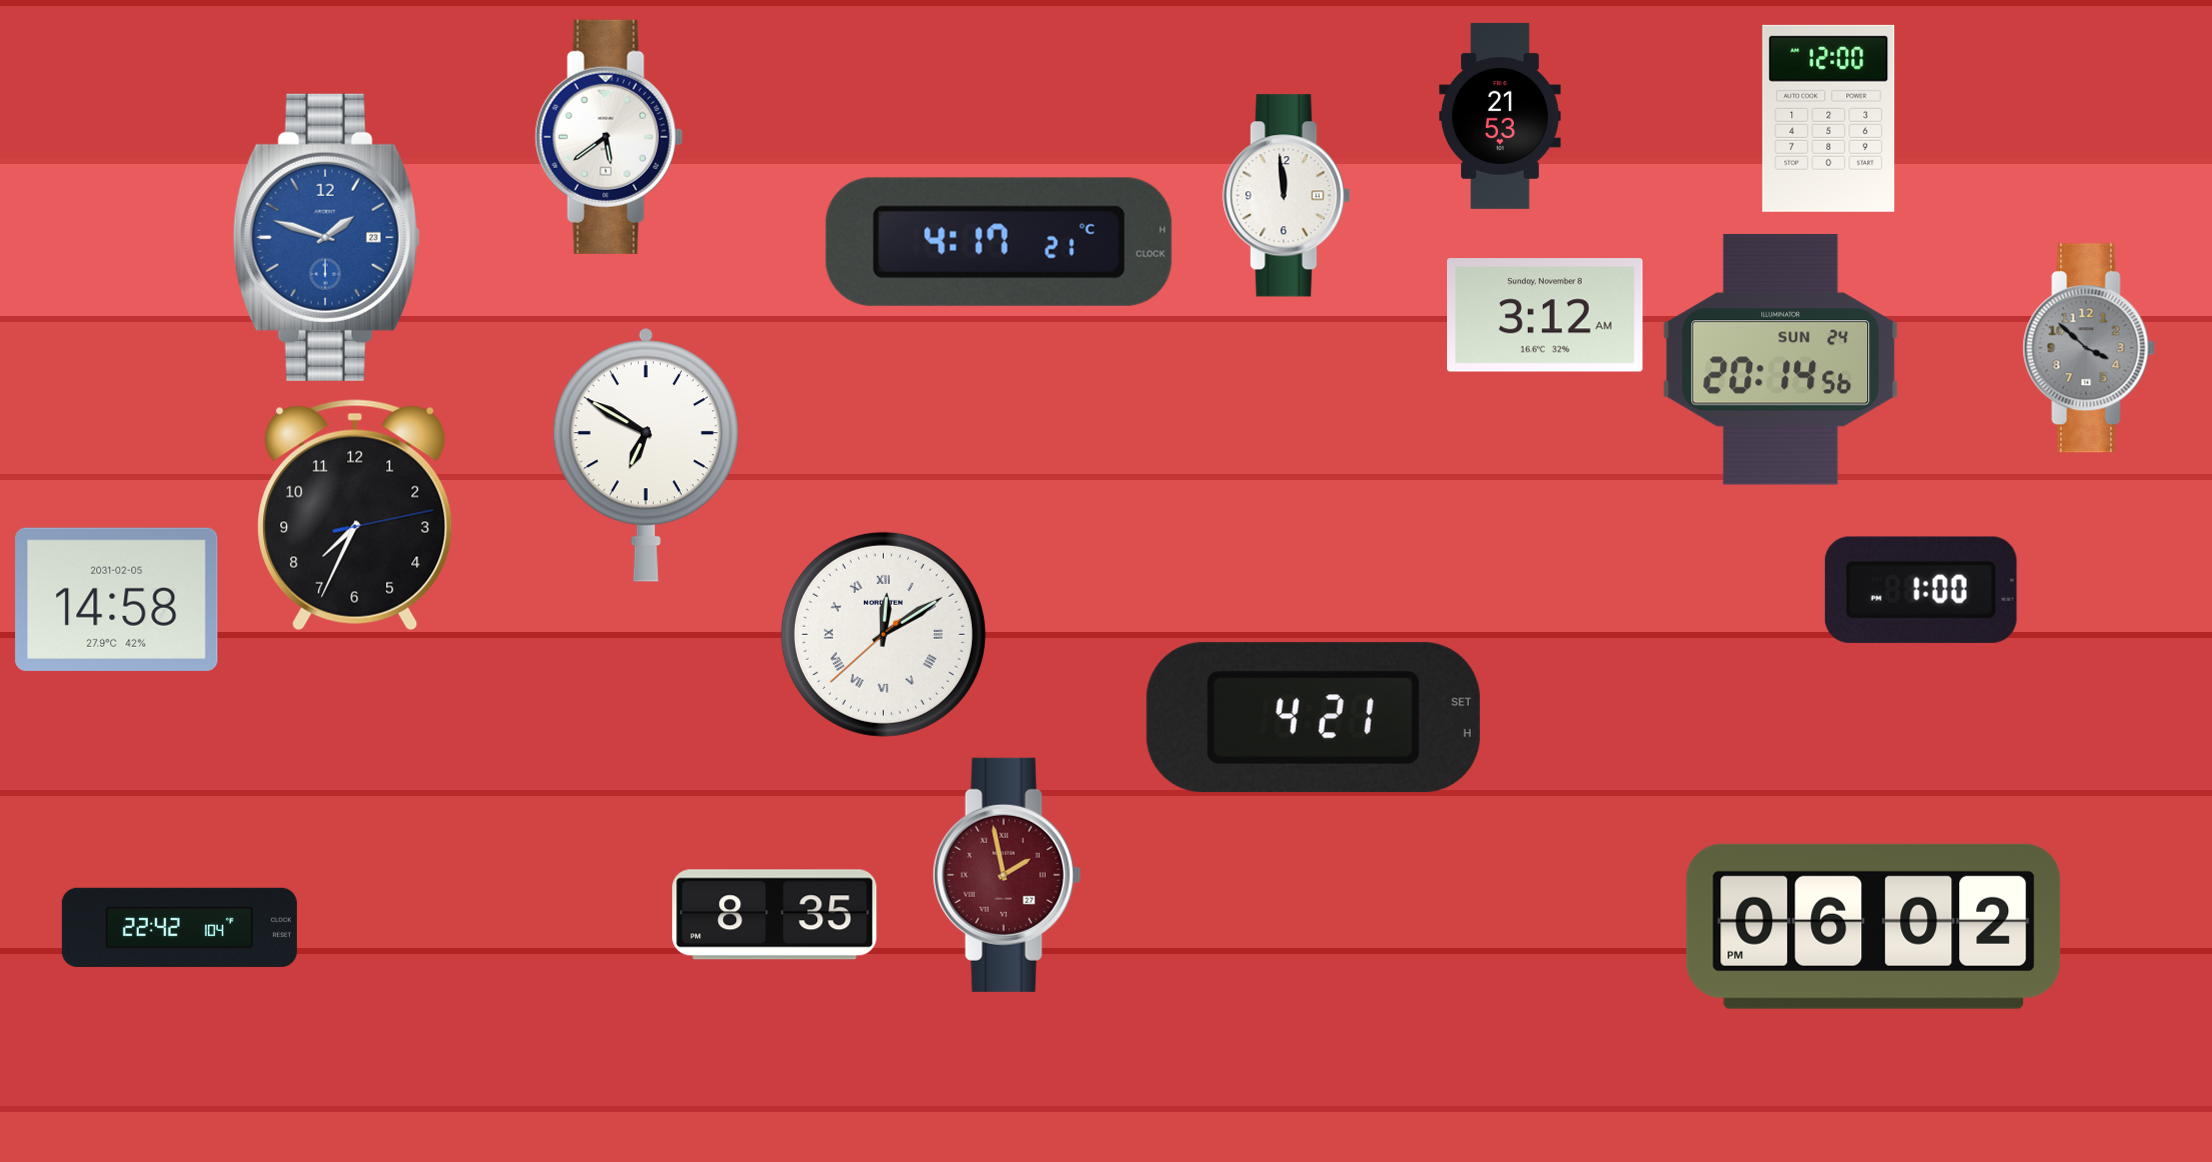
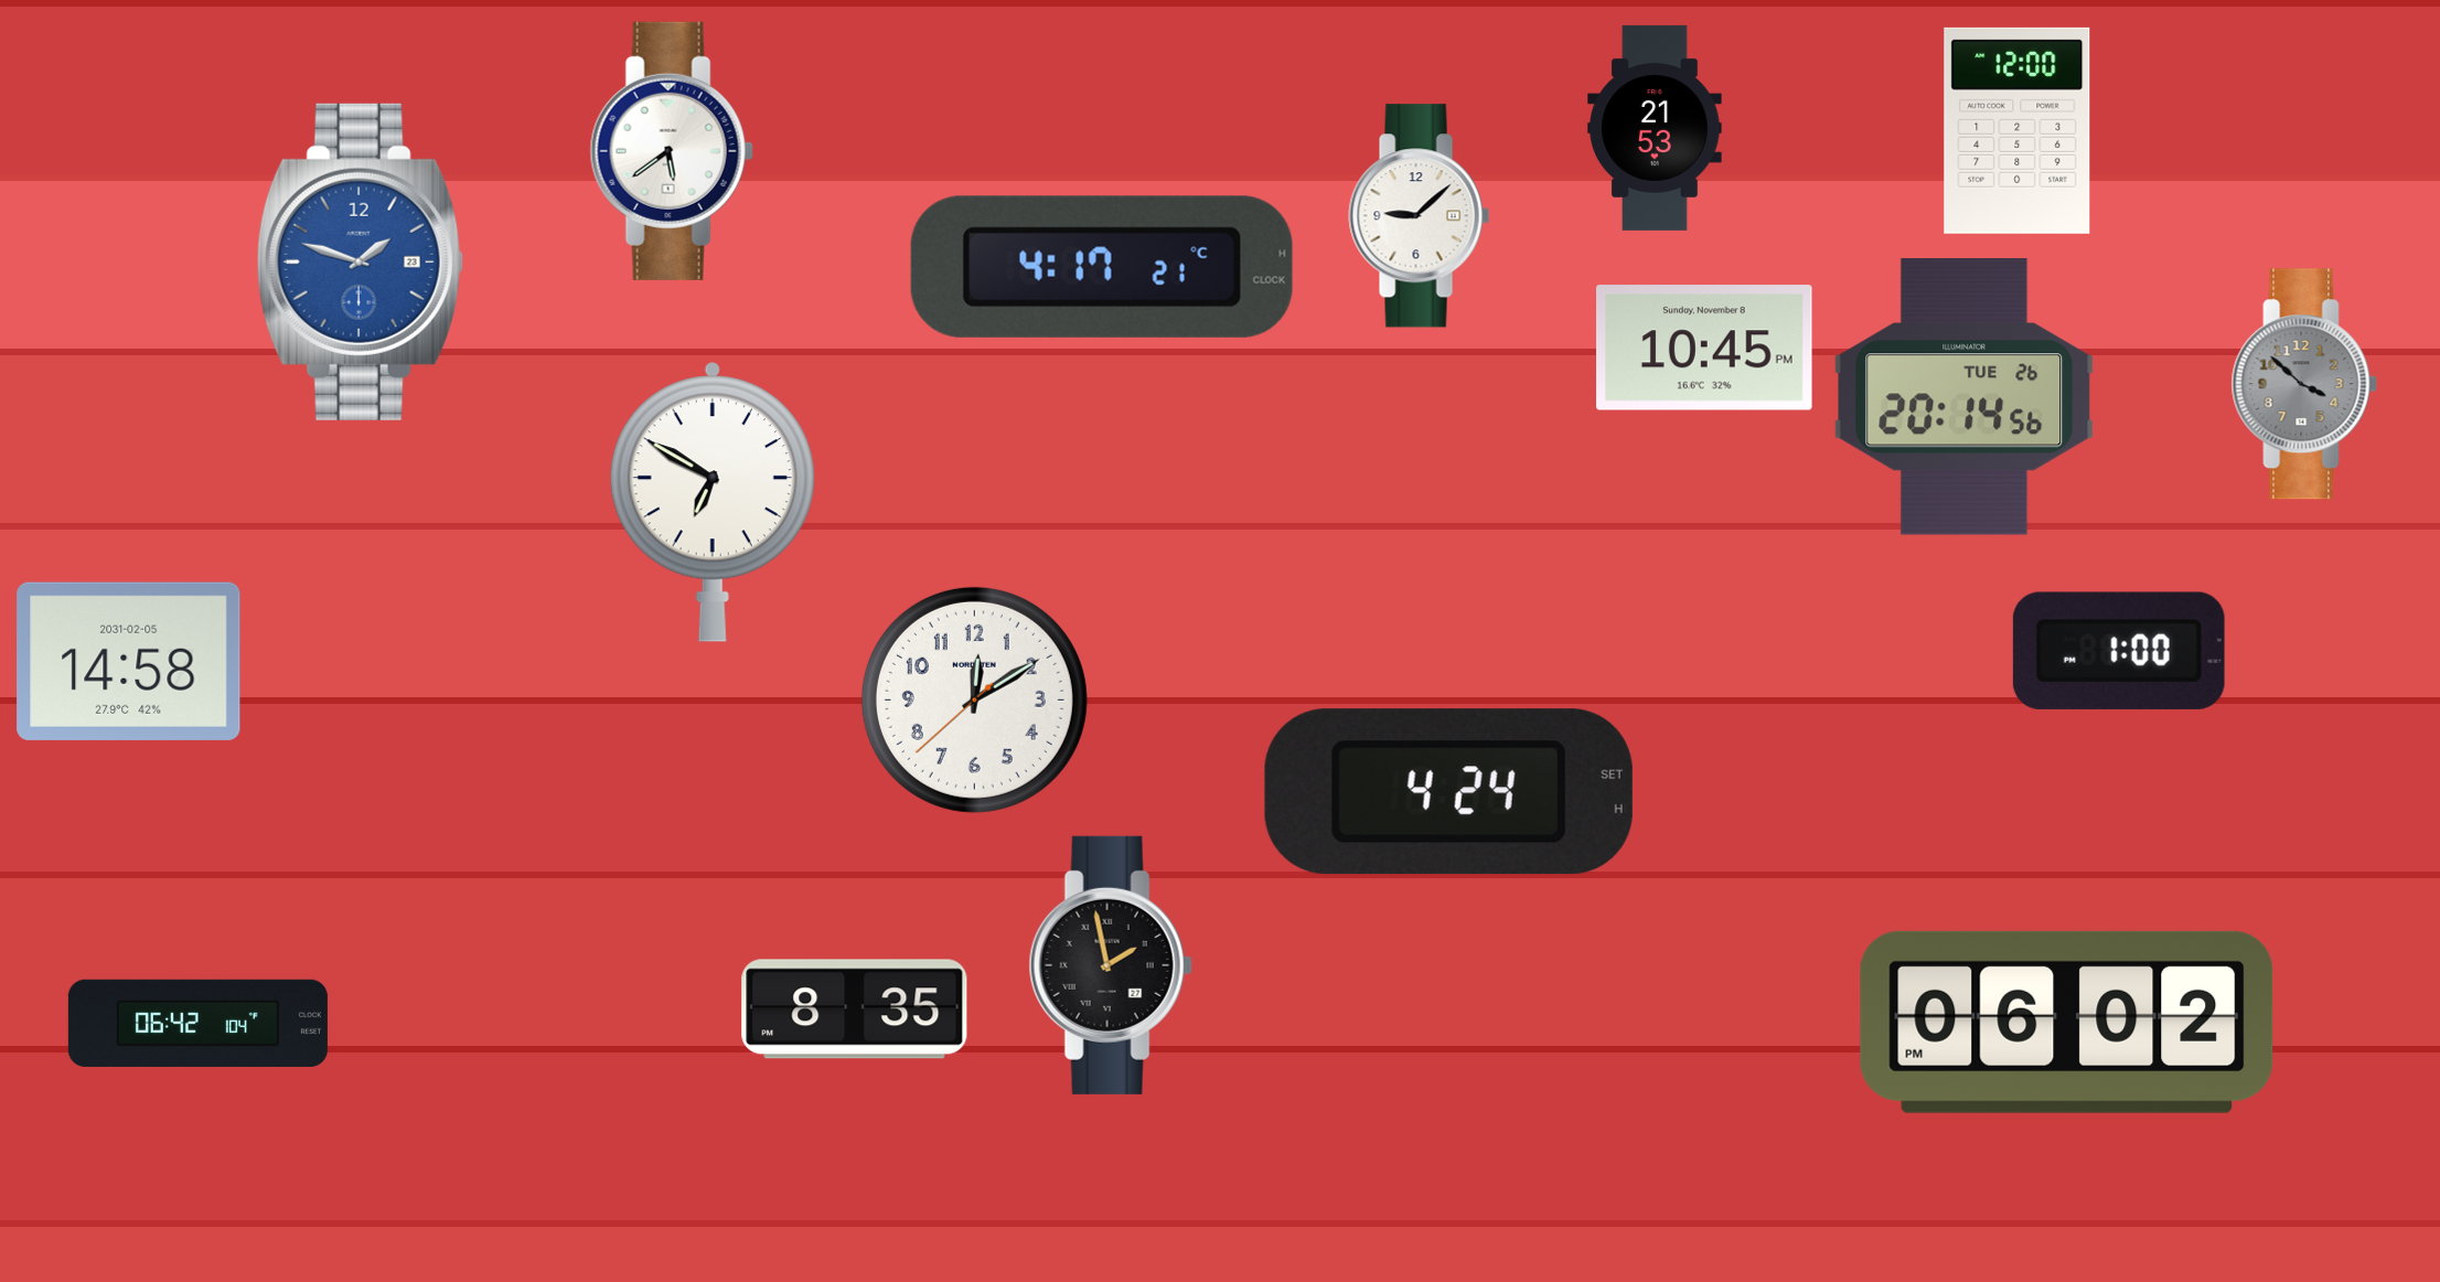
clock at (1287, 196): 11:59 -> 9:08
clock at (1546, 315): 3:12 -> 10:45
clock at (1781, 360) date: SUN 24 -> TUE 26
clock at (355, 515): 7:34 -> none
clock at (883, 634) numerals: Roman -> Arabic
clock at (1313, 718): 4:21 -> 4:24
clock at (1007, 875) dial: burgundy -> black
clock at (179, 927): 22:42 -> 06:42
